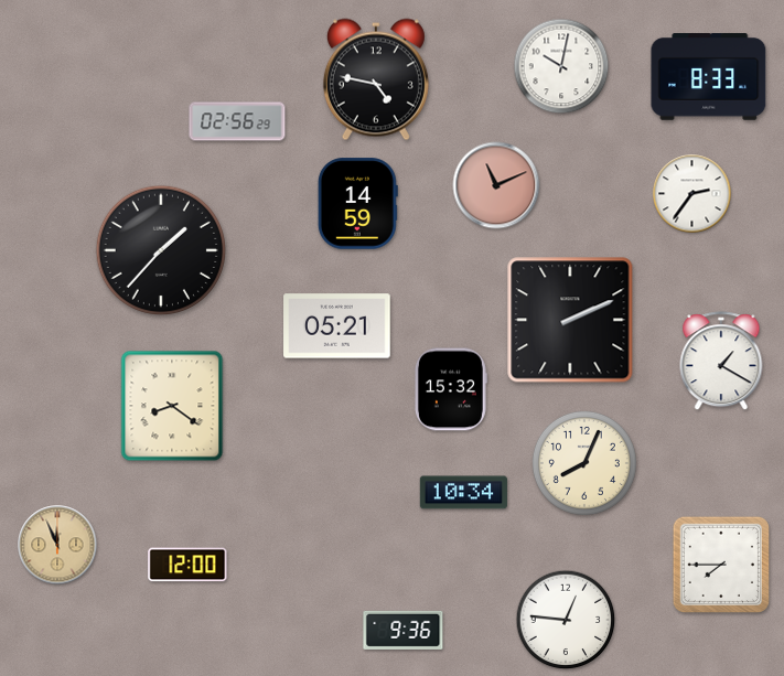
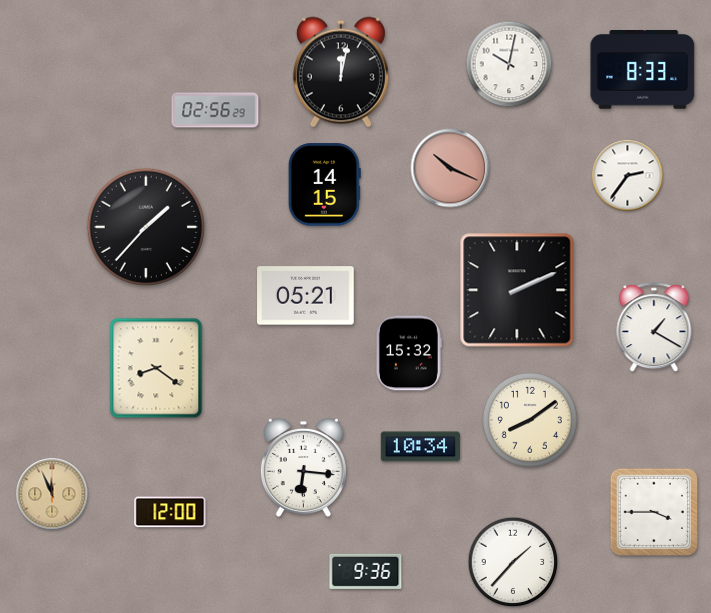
clock at (561, 66) position: (561, 66) -> (509, 64)
clock at (376, 79): 4:47 -> 12:02
clock at (496, 185): 11:11 -> 10:19
clock at (357, 204): 14:59 -> 14:15
clock at (584, 463): 8:04 -> 8:09
clock at (303, 467): none -> 6:16
clock at (720, 564): 7:45 -> 3:45
clock at (566, 620): 12:46 -> 1:37
